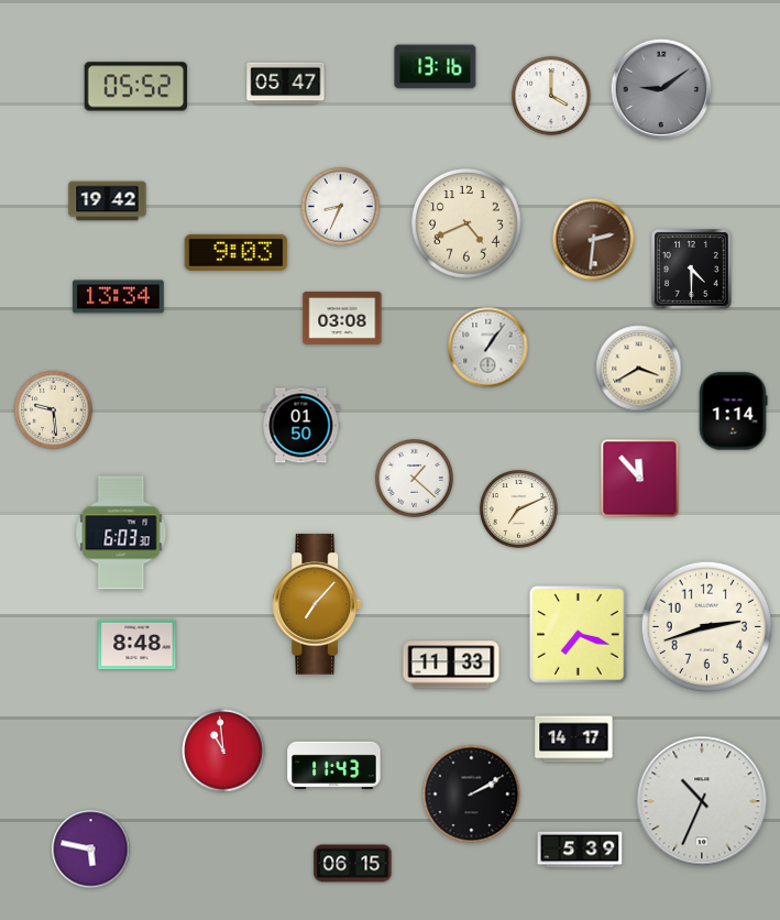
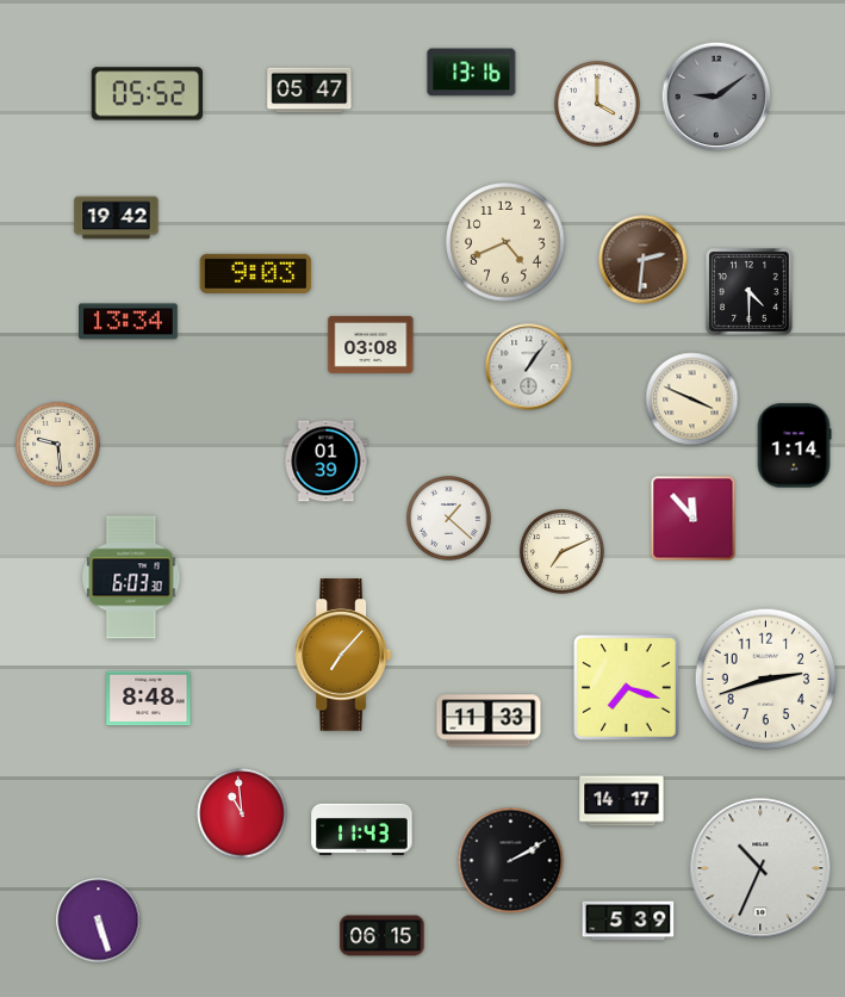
clock at (341, 207): 8:34 -> none
clock at (488, 348) position: (488, 348) -> (529, 367)
clock at (639, 369): 3:40 -> 3:49
clock at (301, 426): 01:50 -> 01:39
clock at (91, 850): 5:47 -> 5:27
